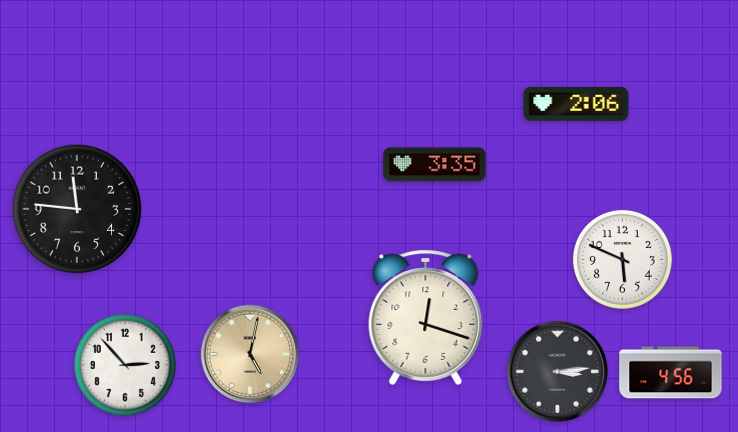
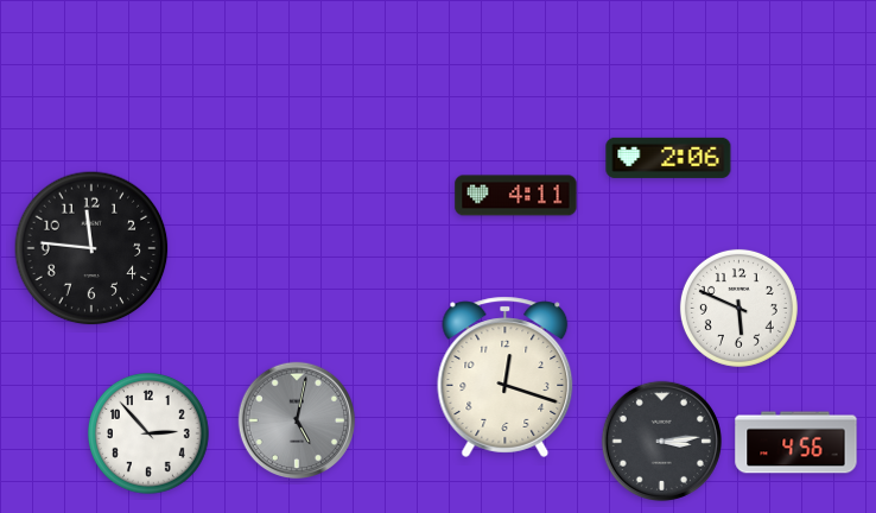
clock at (576, 104) position: (576, 104) -> (668, 158)
clock at (435, 165): 3:35 -> 4:11
clock at (249, 353) dial: champagne -> grey
